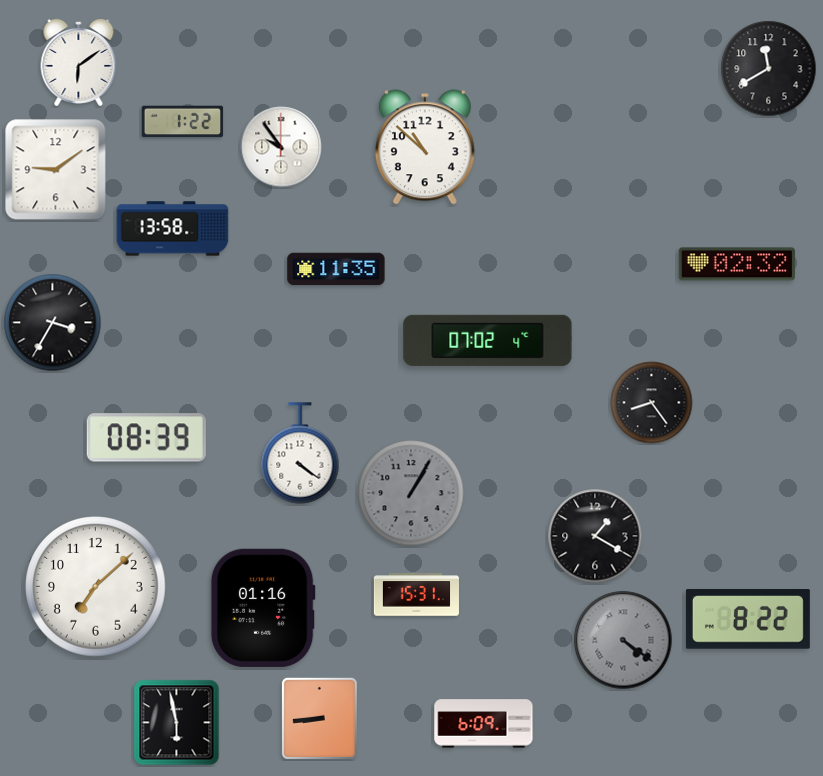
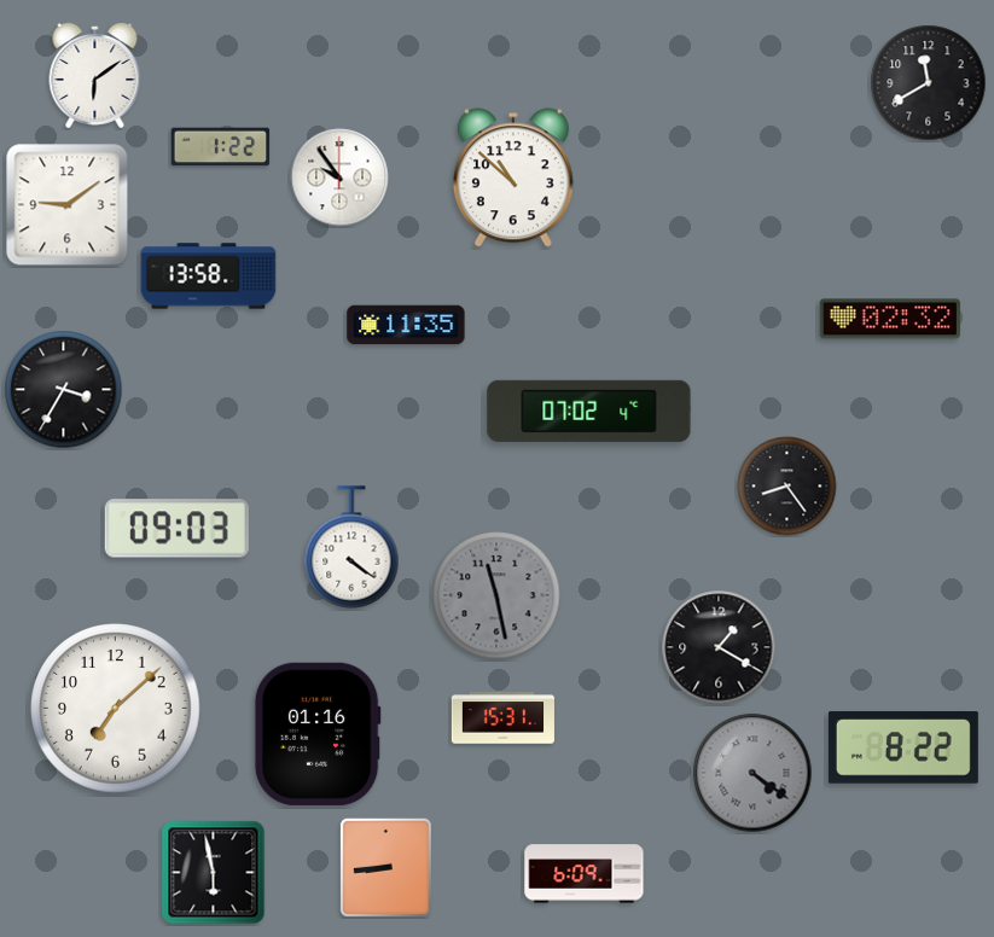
clock at (146, 438): 08:39 -> 09:03
clock at (300, 453) position: (300, 453) -> (351, 547)
clock at (411, 493): 1:05 -> 11:28
